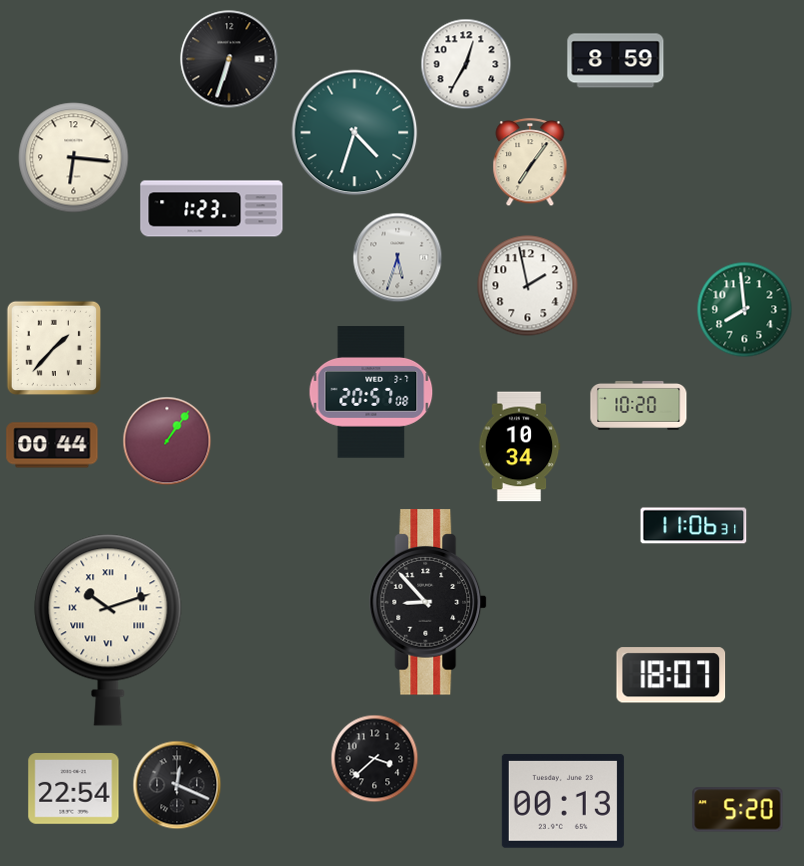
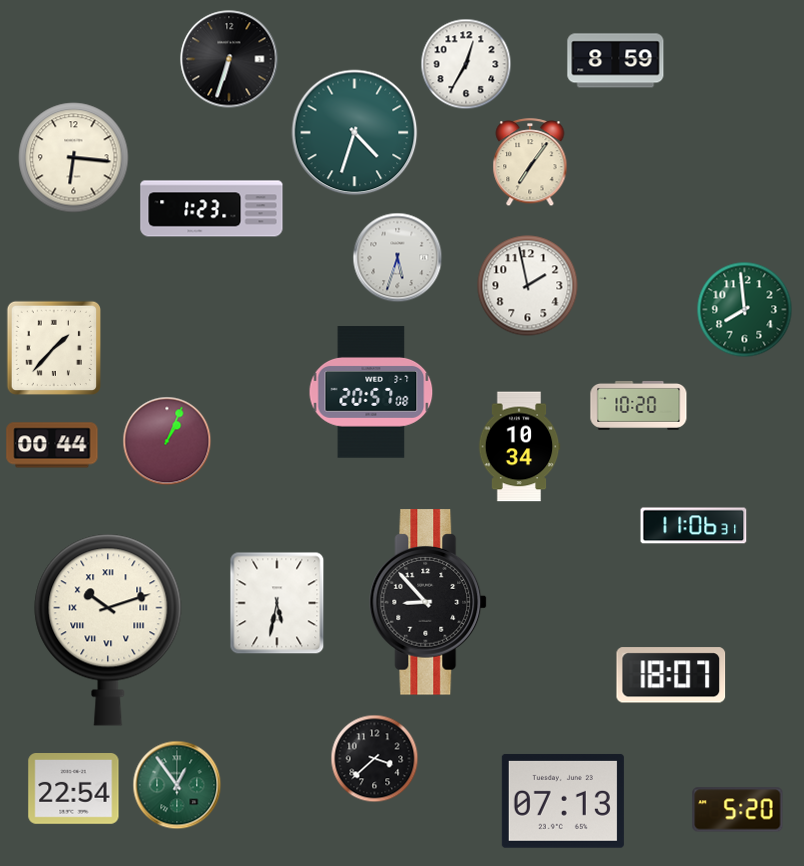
clock at (167, 441): 1:06 -> 1:04
clock at (277, 603): none -> 5:32
clock at (177, 785): 12:19 -> 12:54
clock at (177, 785) dial: black -> green
clock at (563, 801): 00:13 -> 07:13
